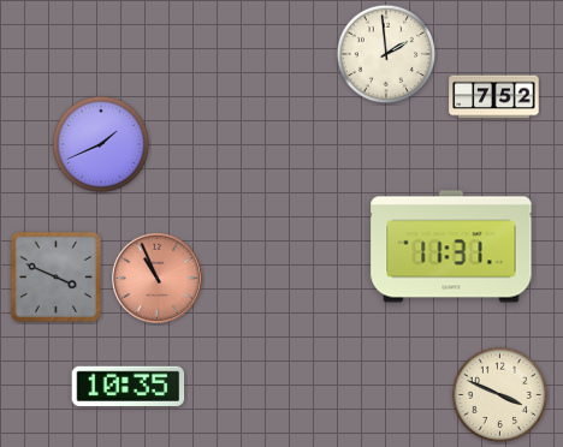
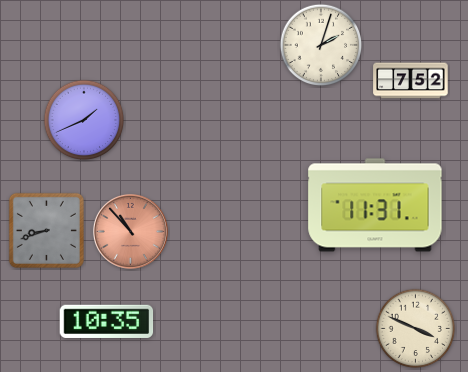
clock at (386, 54): 1:59 -> 2:03
clock at (55, 276): 3:49 -> 8:42
clock at (156, 278): 10:56 -> 10:53
